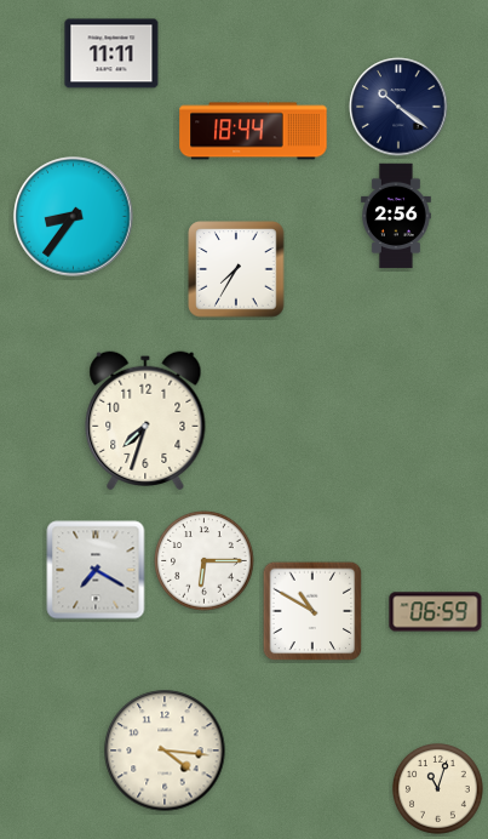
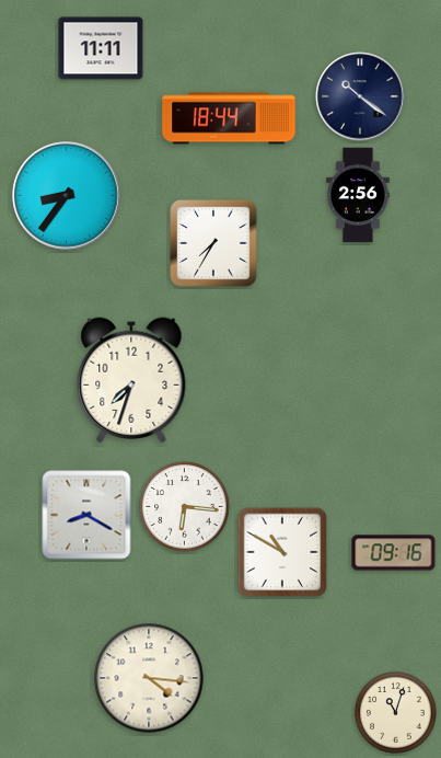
clock at (205, 561): 6:15 -> 6:16
clock at (96, 570): 7:20 -> 8:20
clock at (436, 612): 06:59 -> 09:16
